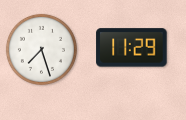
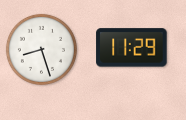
clock at (41, 49): 7:27 -> 8:27
